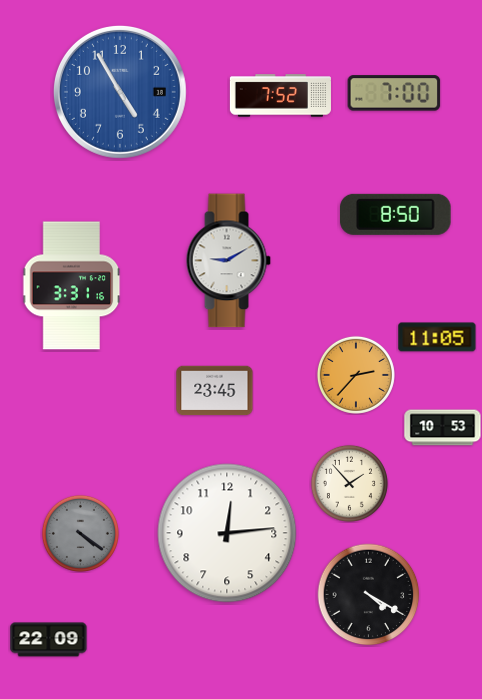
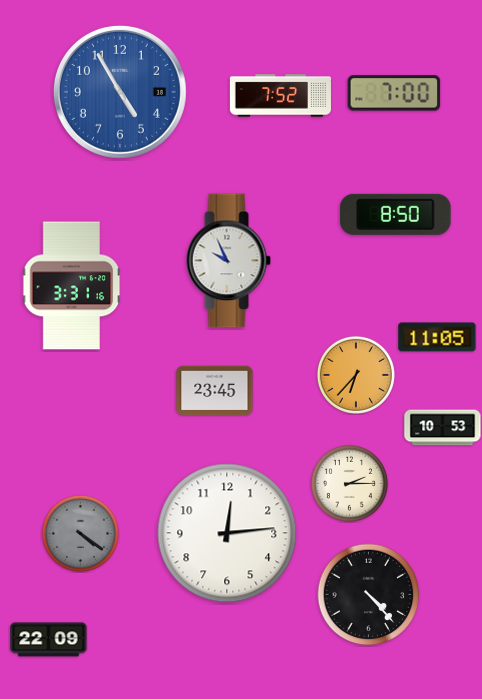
clock at (228, 261): 9:10 -> 9:56
clock at (356, 375): 2:37 -> 6:37
clock at (349, 483): 1:53 -> 2:15
clock at (369, 595): 4:20 -> 4:23
